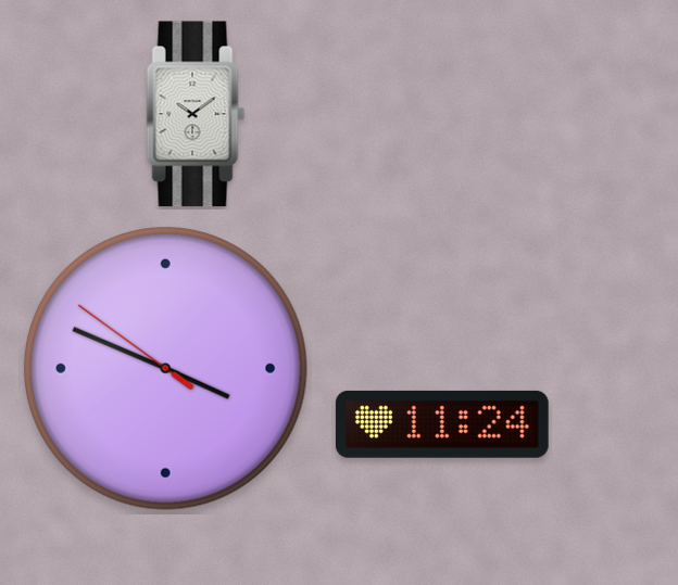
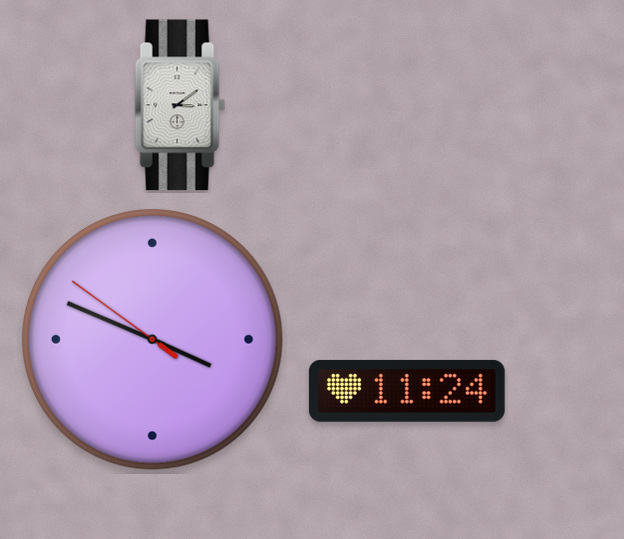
clock at (196, 114): 10:09 -> 3:09
